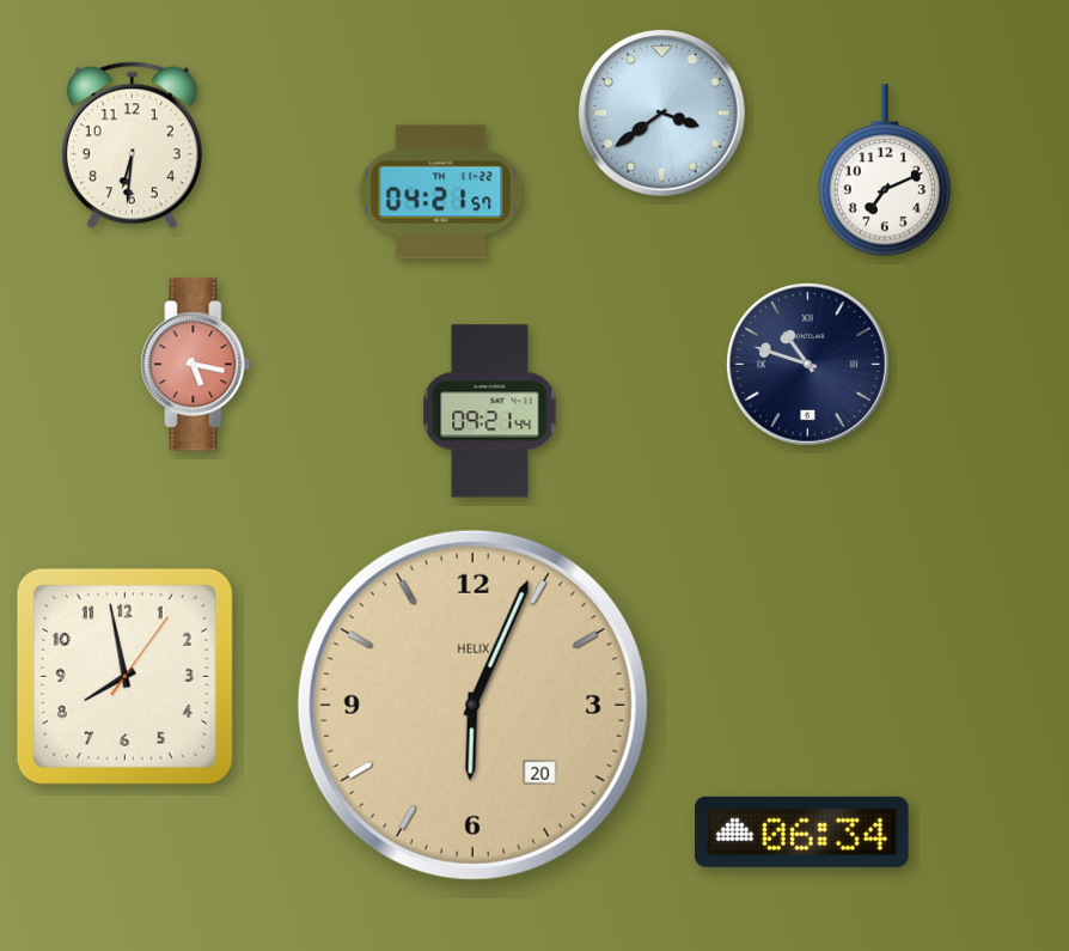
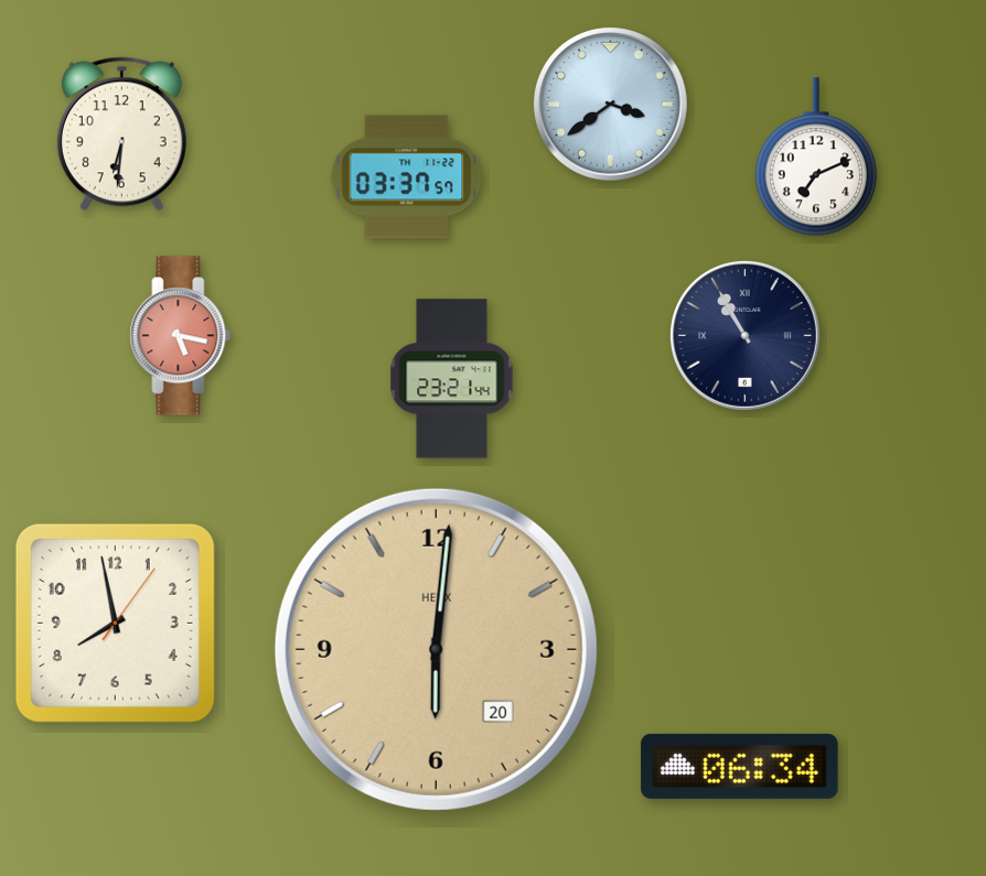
clock at (441, 193): 04:21 -> 03:37
clock at (807, 364): 10:48 -> 10:55
clock at (490, 412): 09:21 -> 23:21
clock at (472, 705): 6:04 -> 6:01
